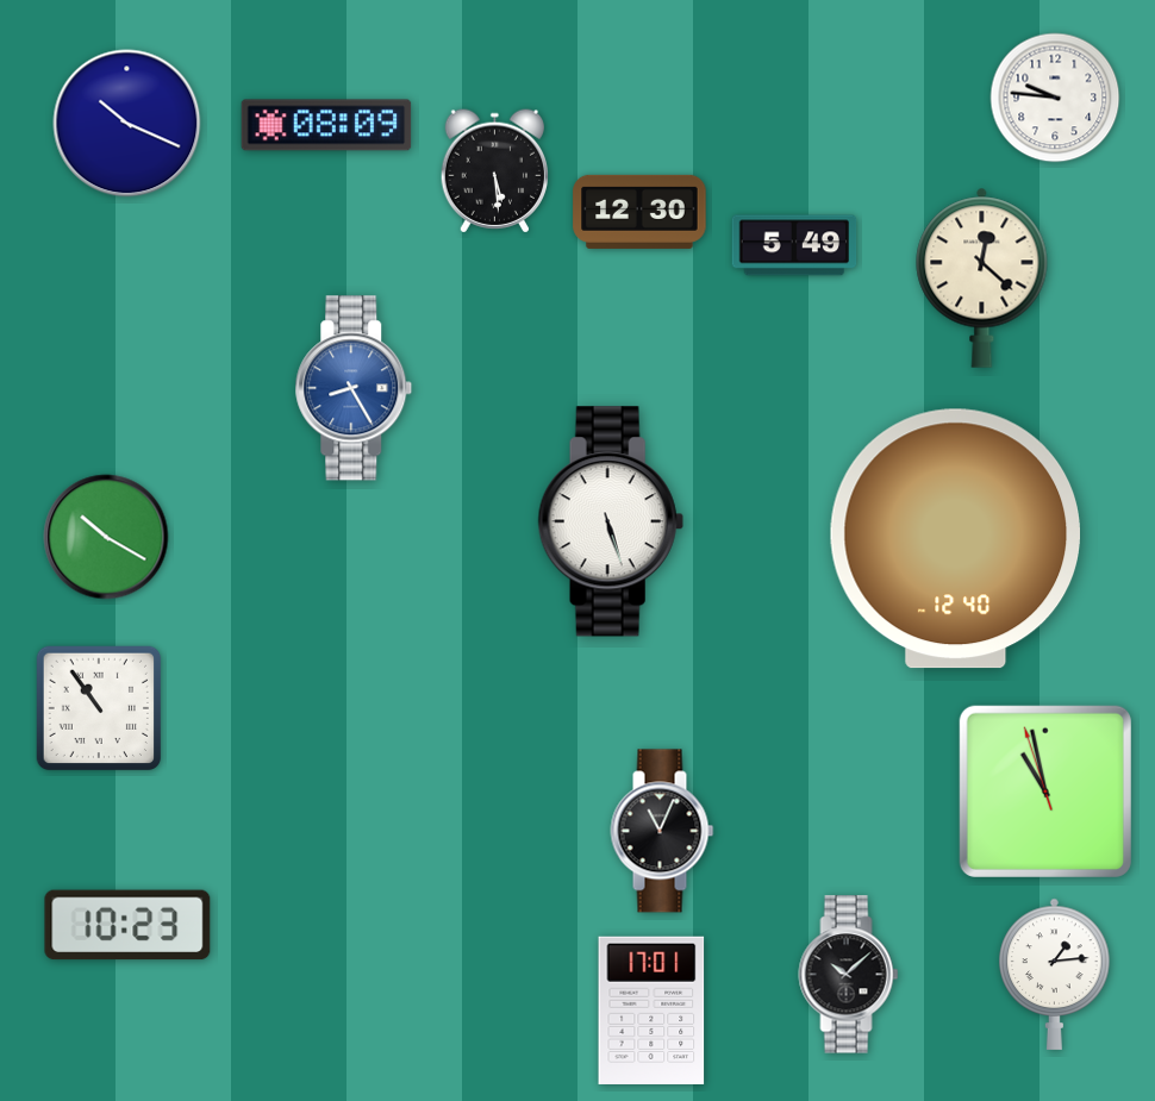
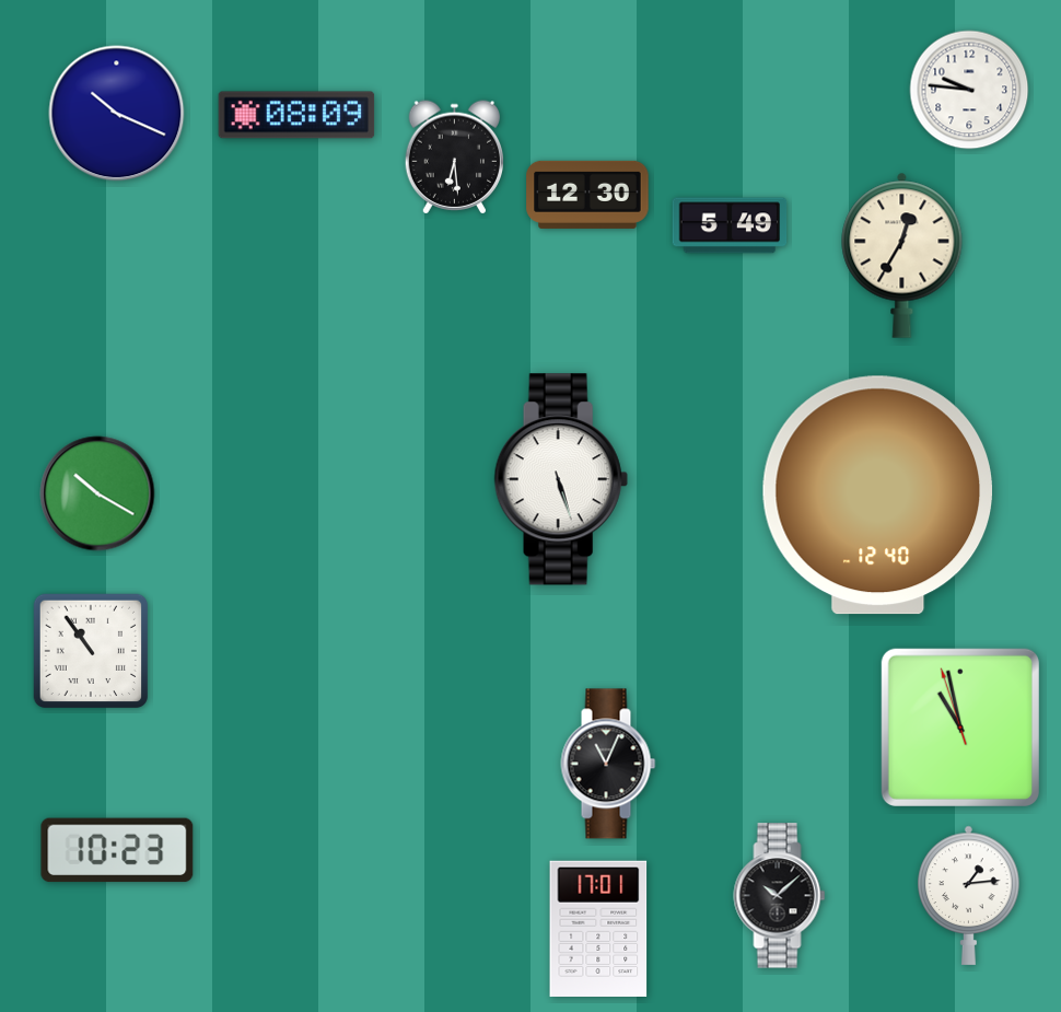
clock at (326, 125) position: (326, 125) -> (296, 115)
clock at (495, 171): 5:29 -> 6:29
clock at (982, 277): 12:22 -> 12:35
clock at (354, 388): 8:25 -> none
